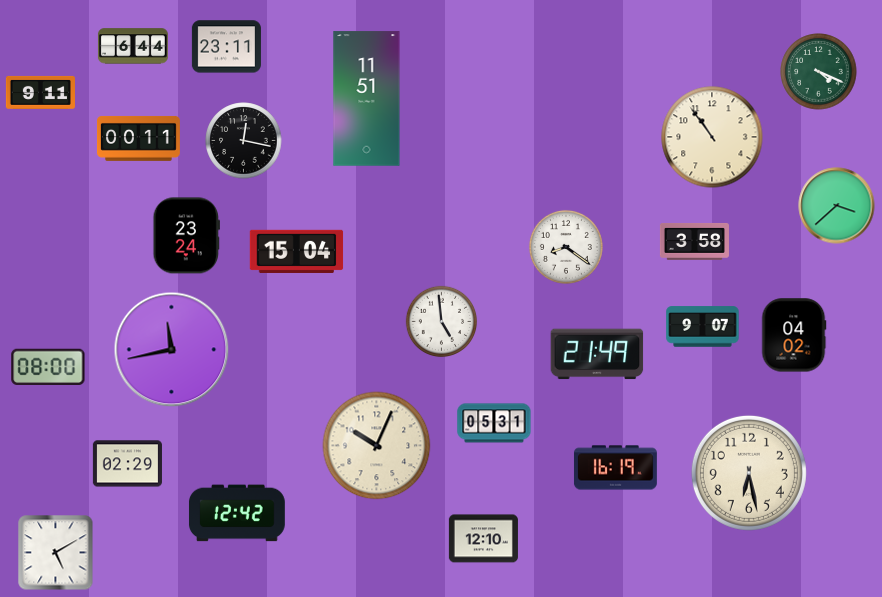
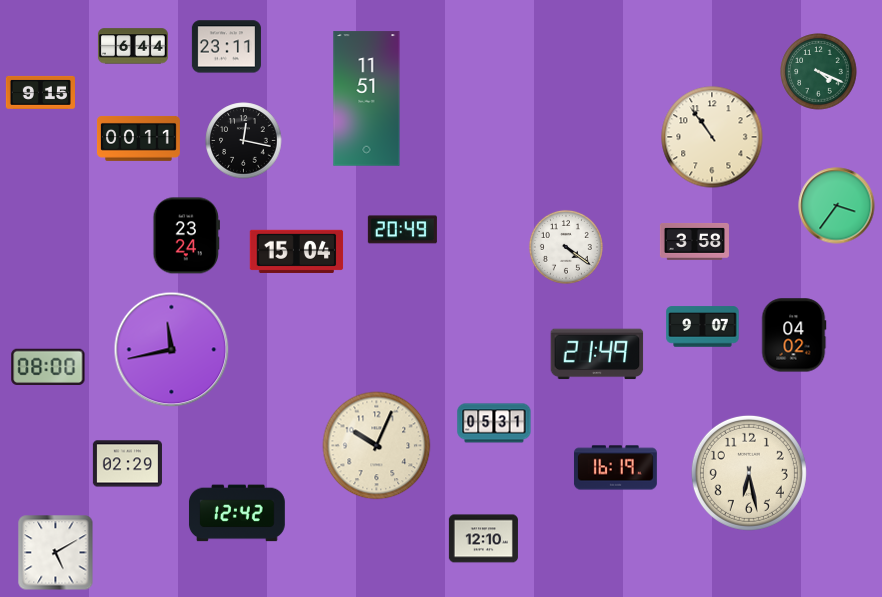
clock at (40, 92): 9:11 -> 9:15
clock at (837, 206): 3:38 -> 3:36
clock at (402, 230): none -> 20:49
clock at (566, 247): 8:21 -> 4:21
clock at (442, 322): 4:59 -> none
